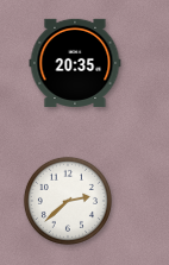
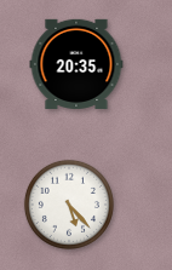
clock at (68, 201): 2:38 -> 5:23
